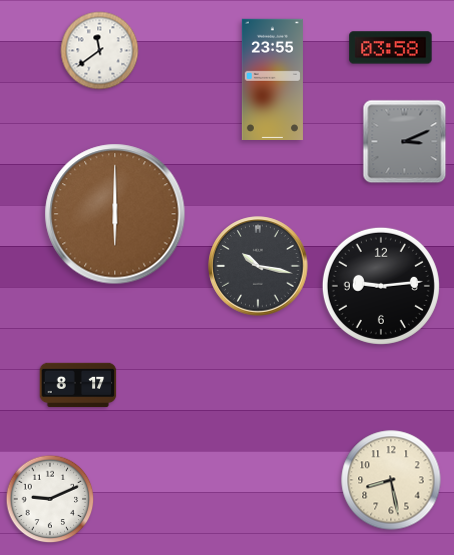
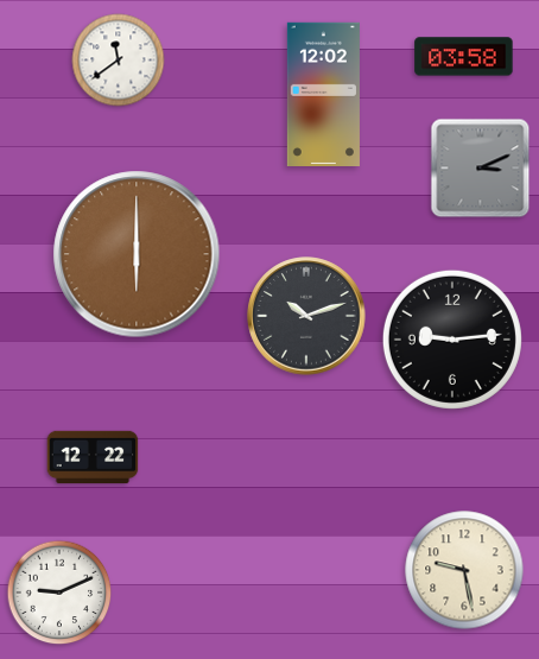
clock at (272, 79): 23:55 -> 12:02
clock at (258, 266): 10:17 -> 10:12
clock at (78, 385): 8:17 -> 12:22
clock at (391, 480): 8:28 -> 9:28
